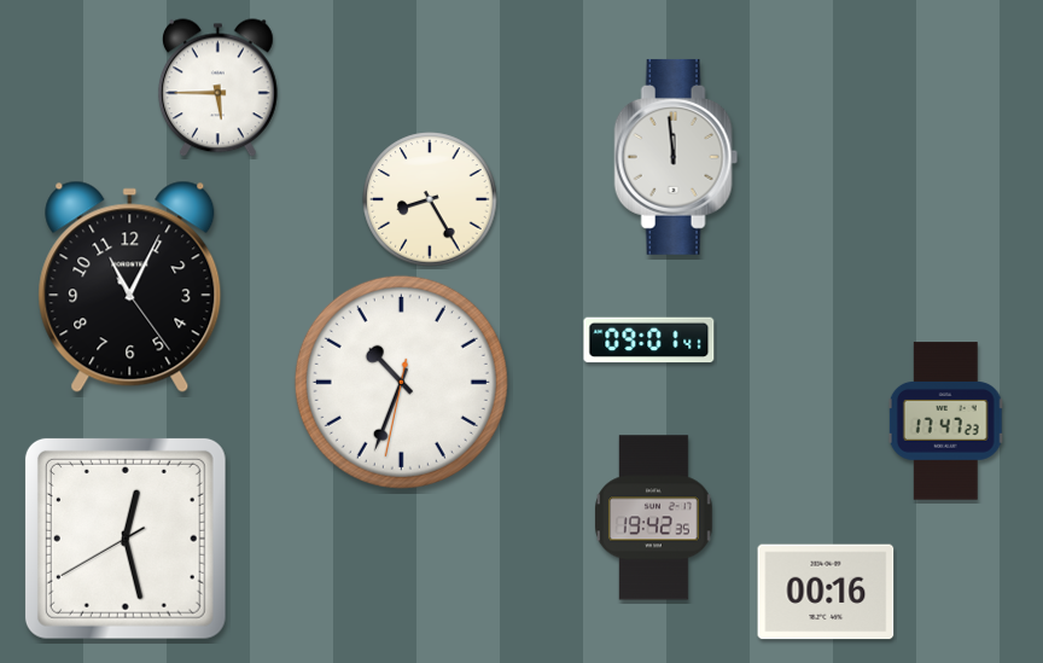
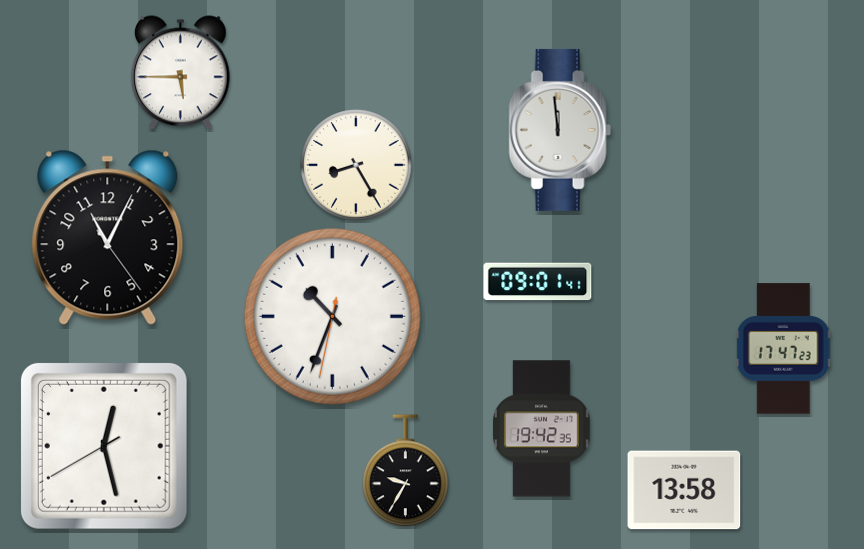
clock at (406, 471): none -> 9:35
clock at (826, 592): 00:16 -> 13:58
